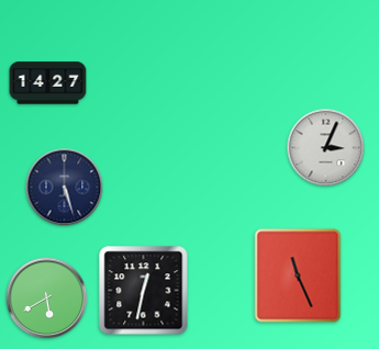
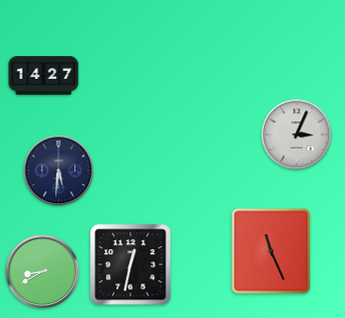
clock at (65, 188): 5:27 -> 5:31
clock at (47, 299): 5:40 -> 8:40
